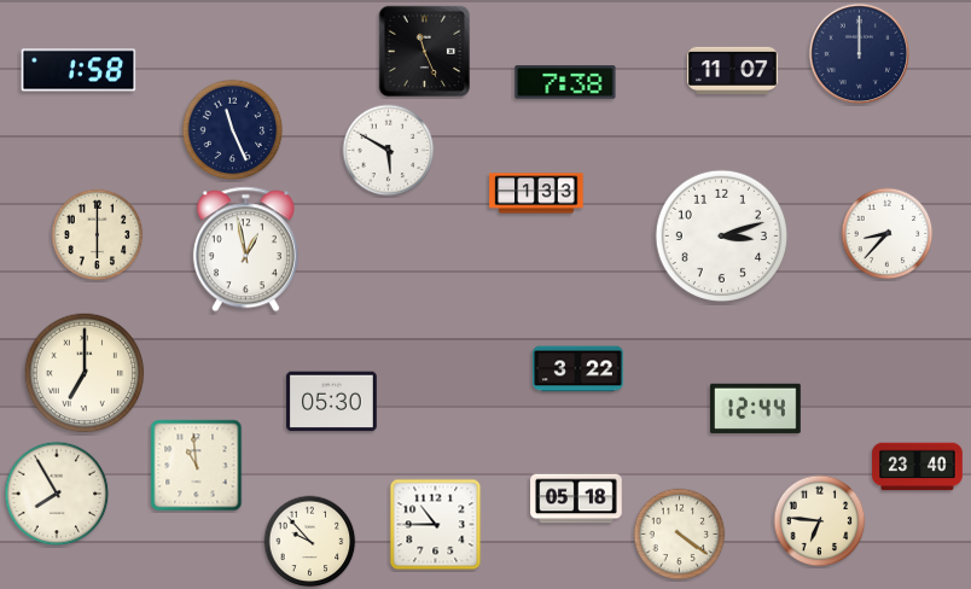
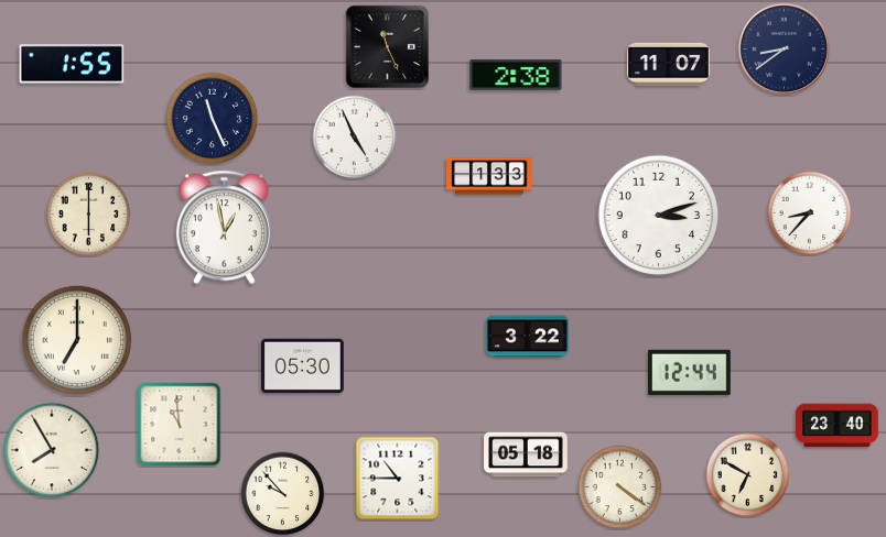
clock at (860, 54): 12:00 -> 8:39
clock at (79, 70): 1:58 -> 1:55
clock at (565, 82): 7:38 -> 2:38
clock at (389, 151): 5:50 -> 4:56
clock at (820, 521): 6:46 -> 6:50
